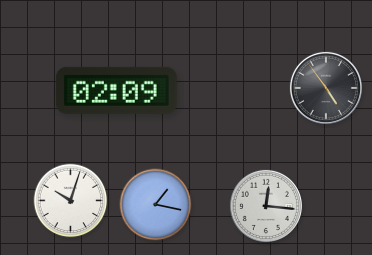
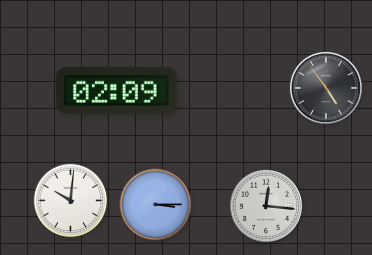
clock at (71, 201): 10:03 -> 10:01
clock at (156, 205): 1:17 -> 3:15
